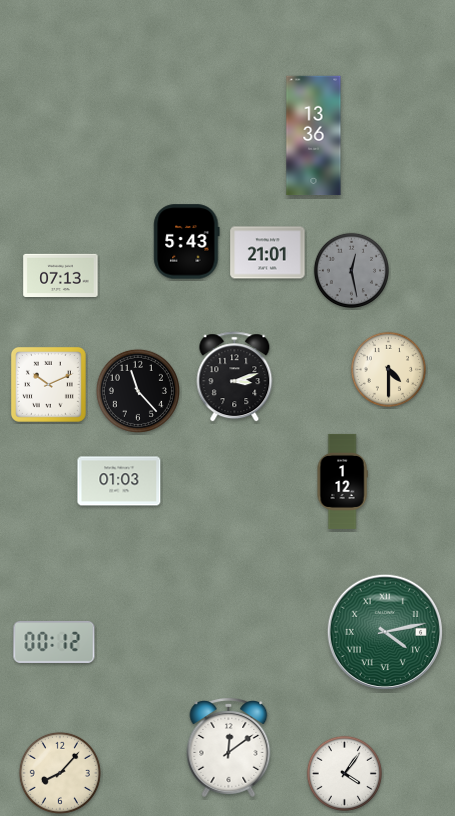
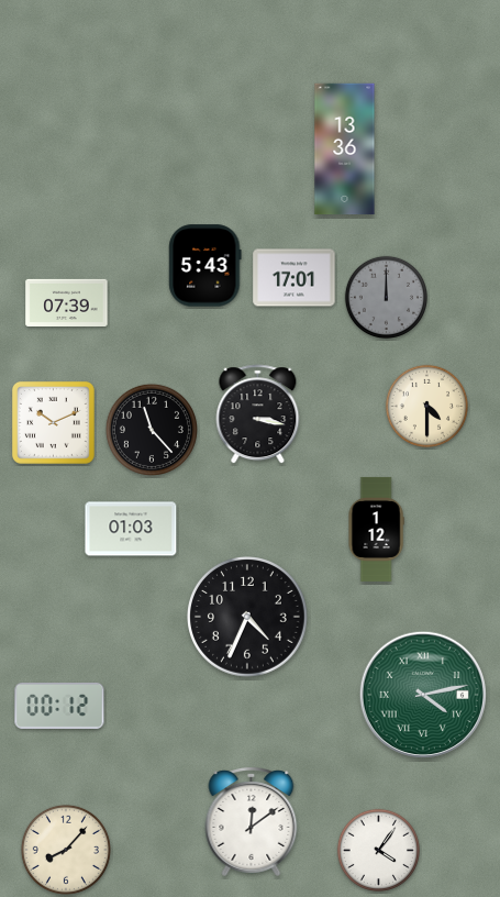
clock at (268, 253): 21:01 -> 17:01
clock at (351, 270): 12:28 -> 12:00
clock at (61, 275): 07:13 -> 07:39
clock at (235, 377): 3:12 -> 3:17
clock at (248, 618): none -> 4:34
